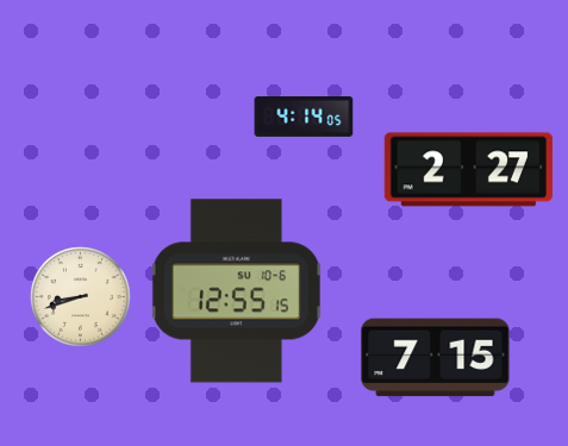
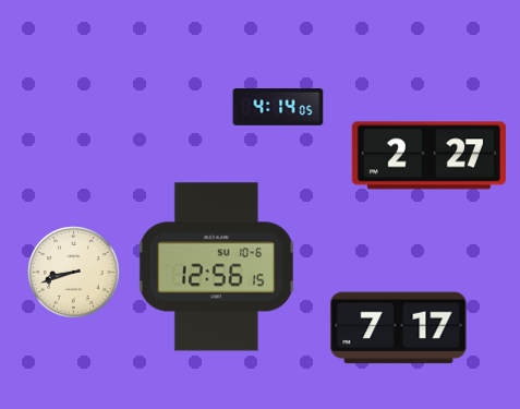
clock at (236, 291): 12:55 -> 12:56
clock at (436, 358): 7:15 -> 7:17
